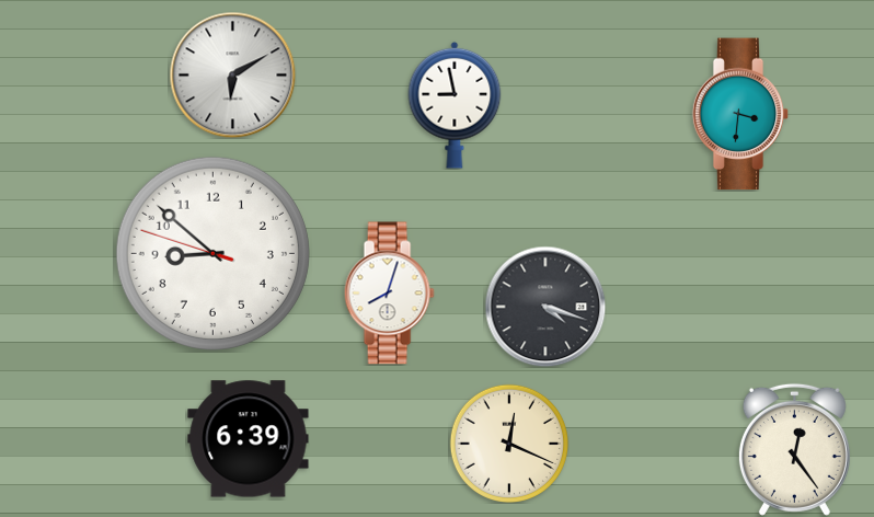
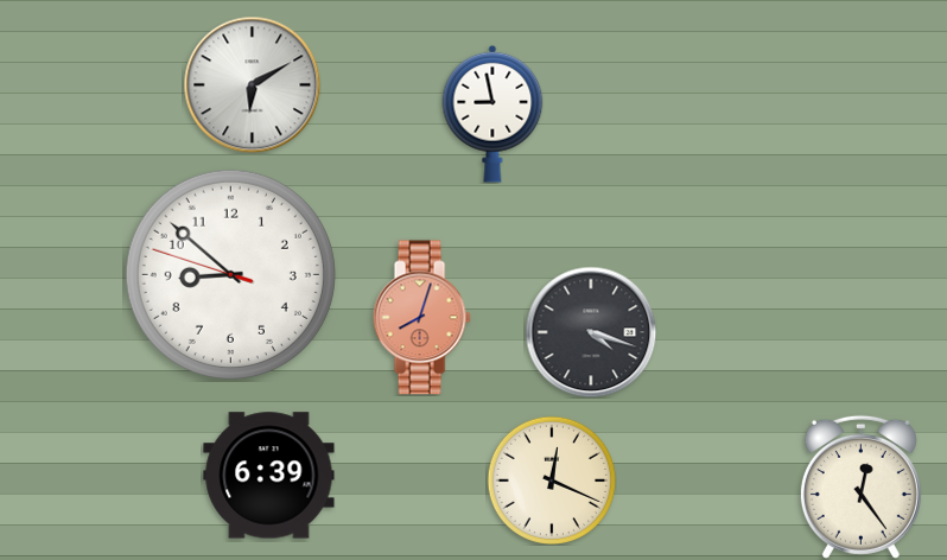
clock at (232, 74) position: (232, 74) -> (252, 84)
clock at (740, 114): 3:31 -> none
clock at (389, 294) dial: white -> salmon
